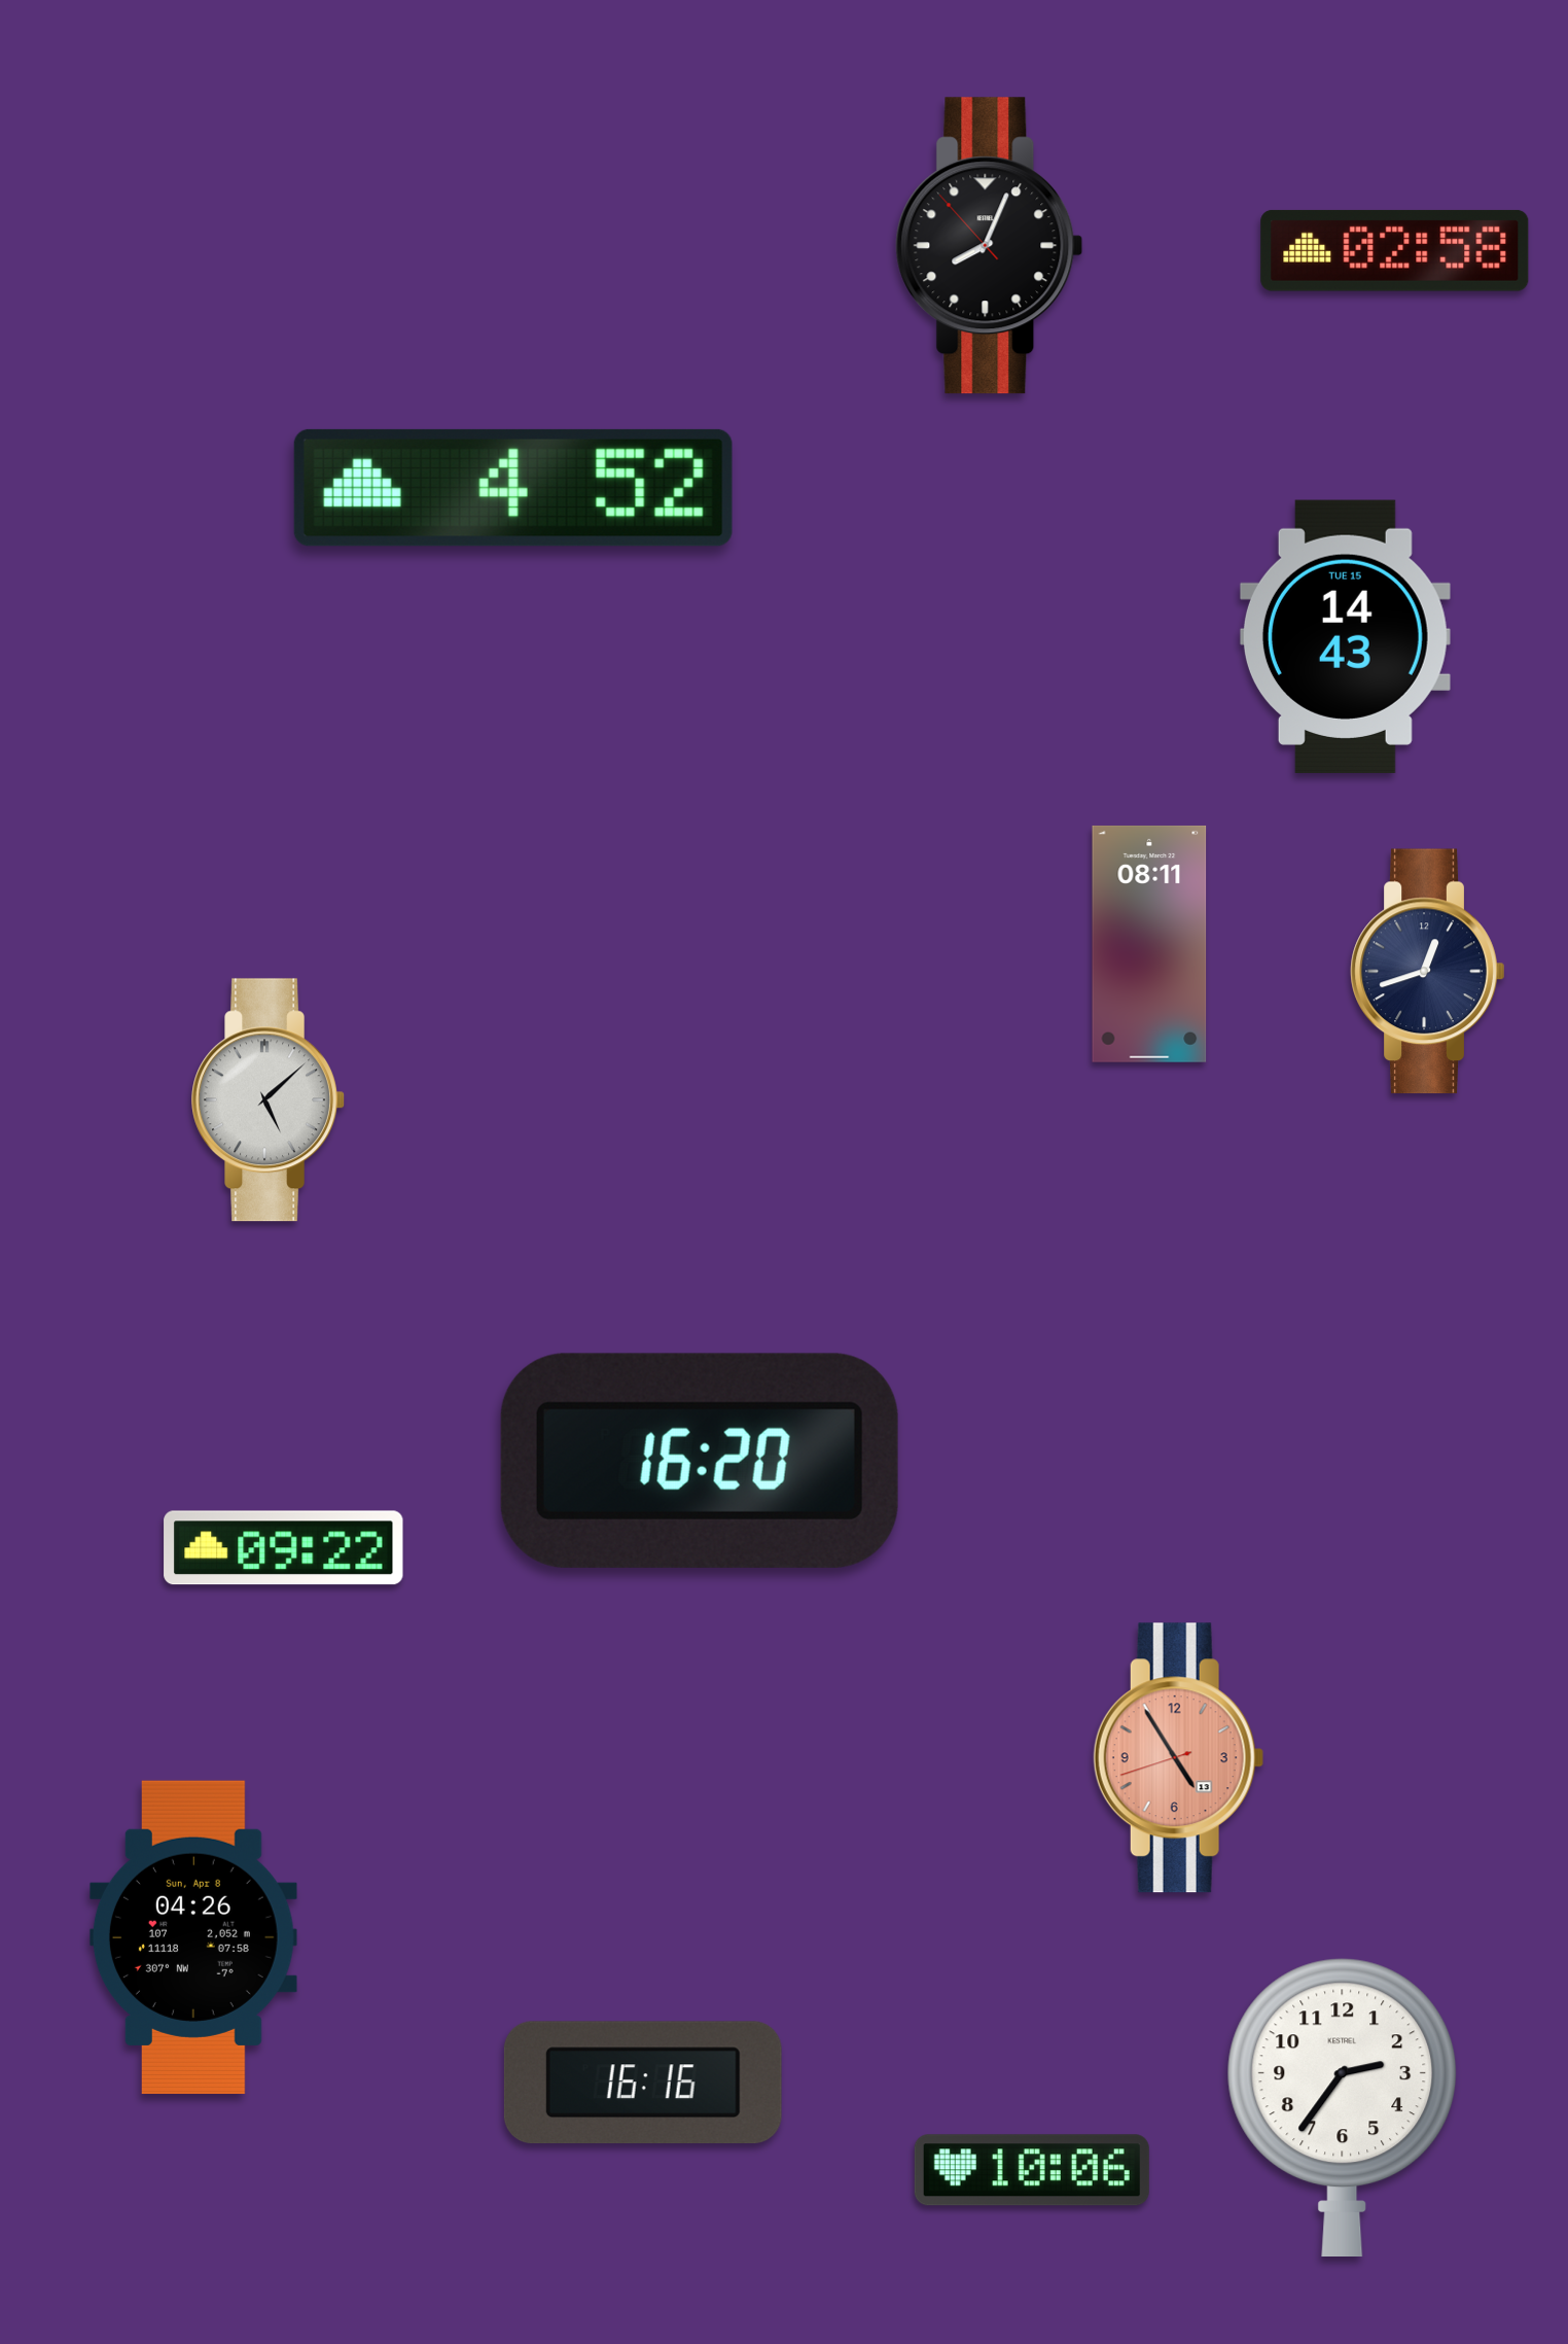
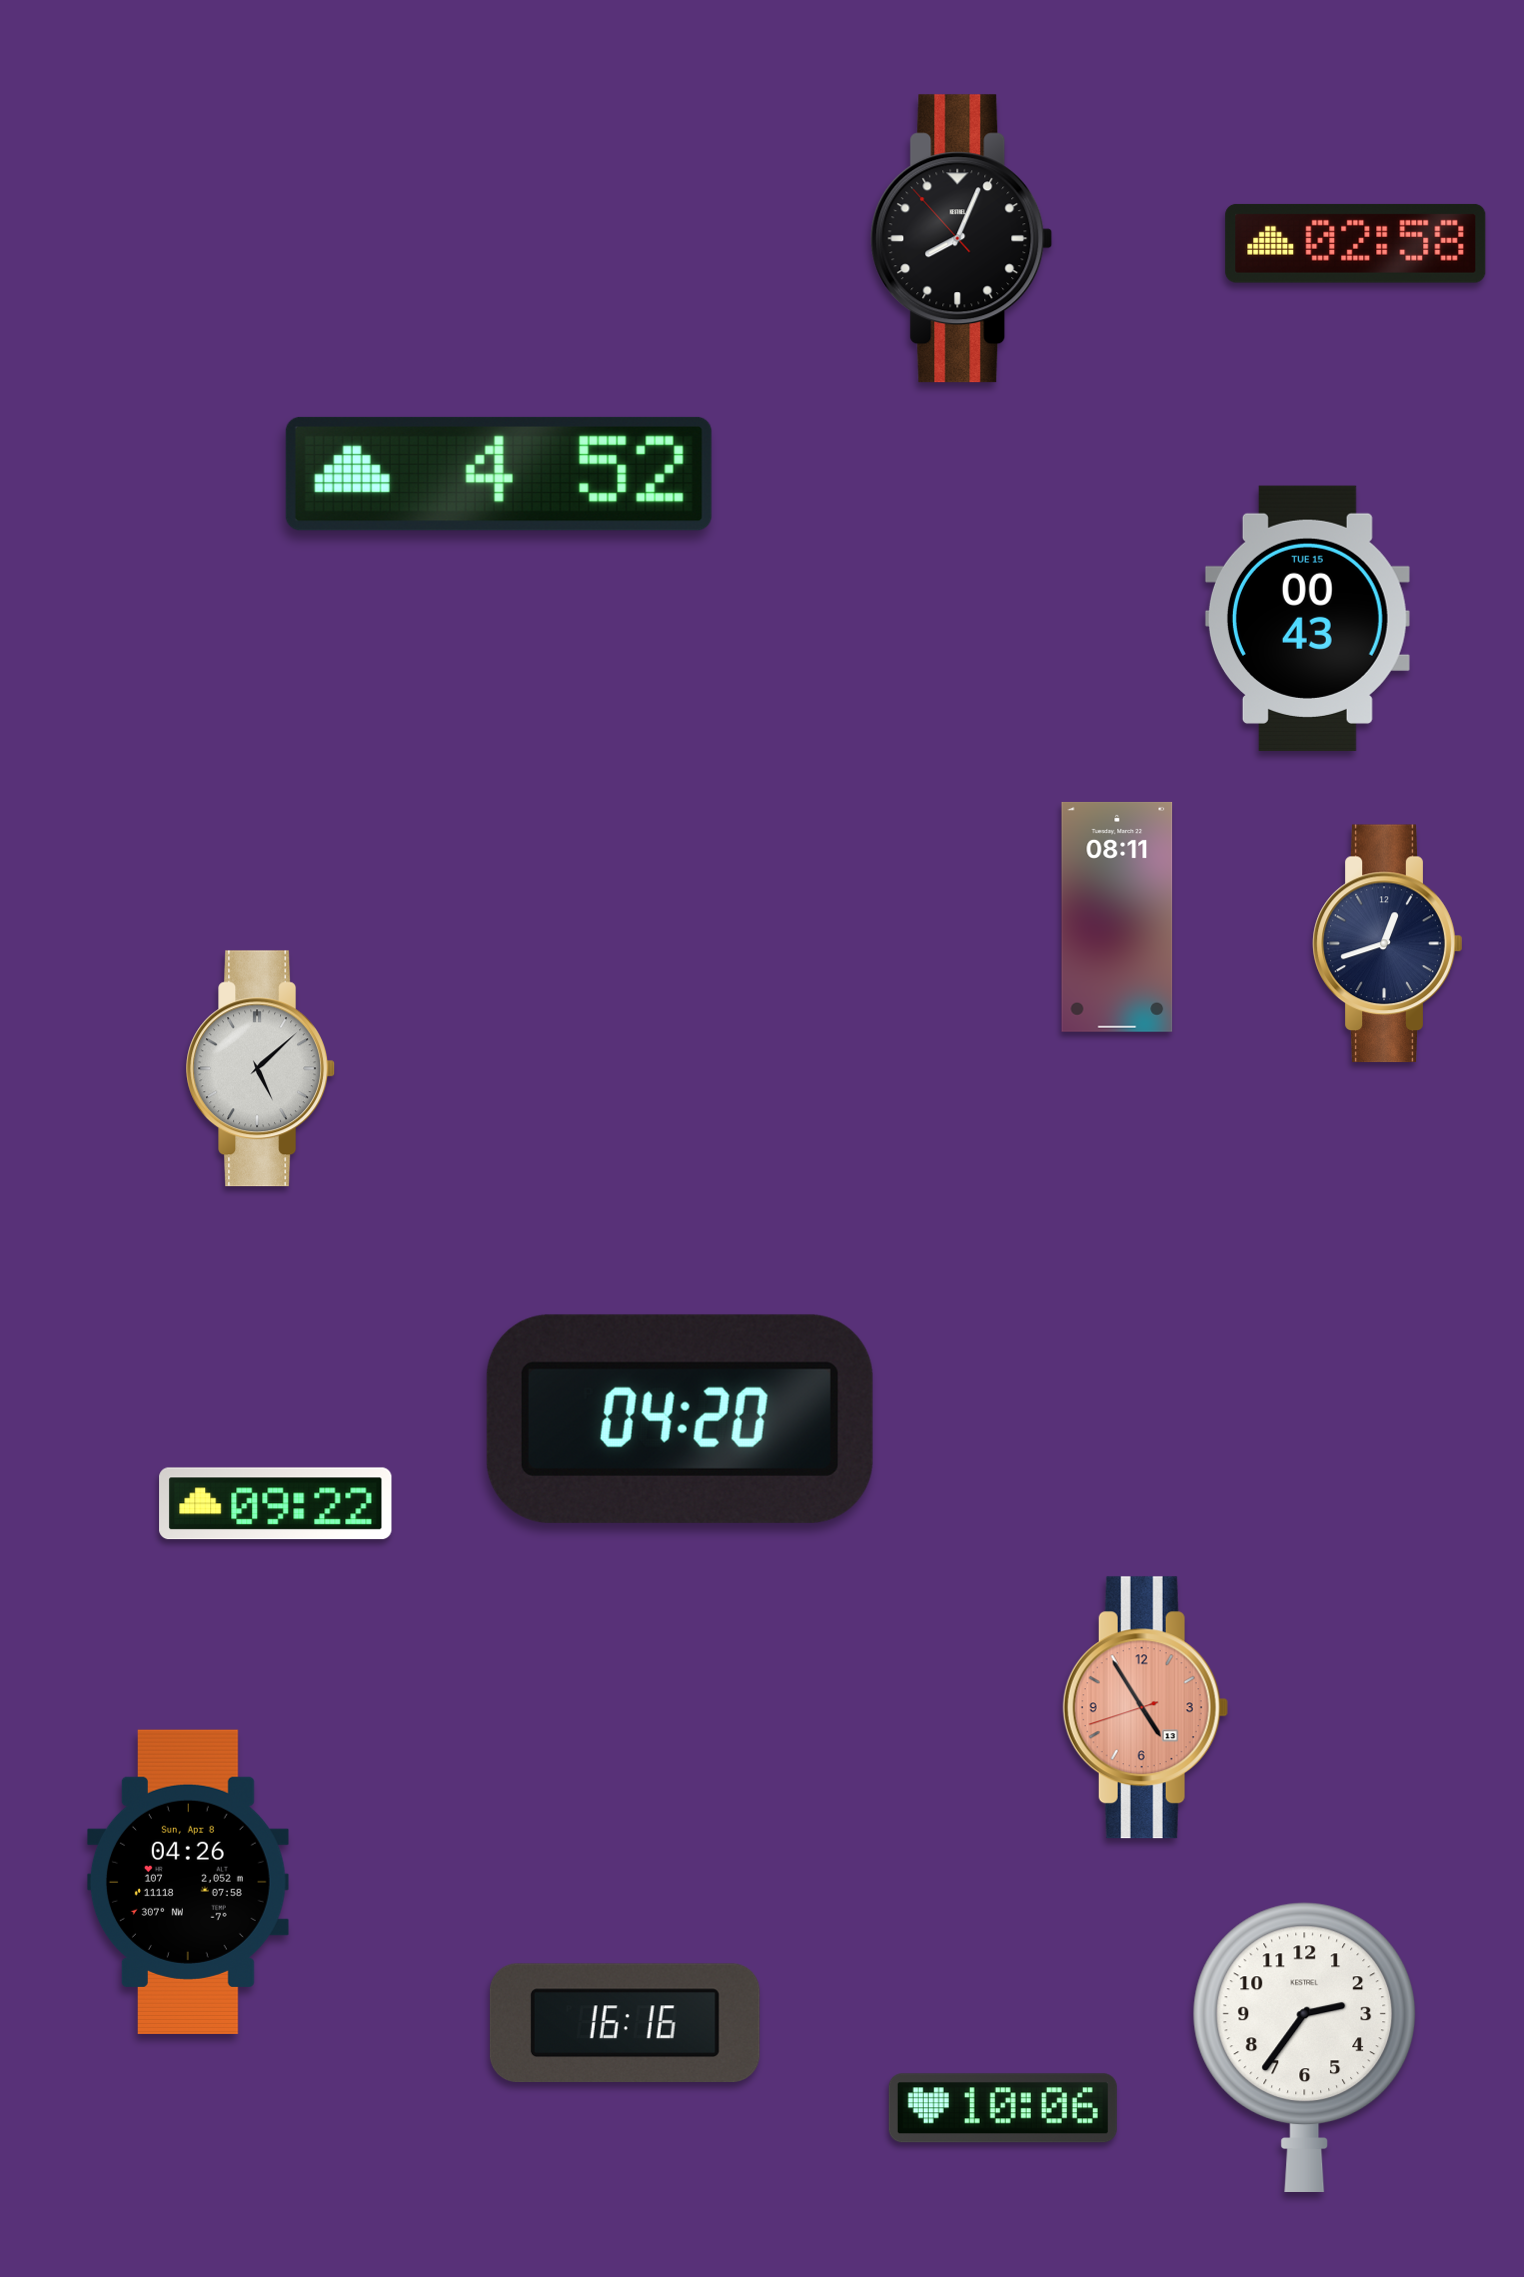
clock at (1345, 636): 14:43 -> 00:43
clock at (700, 1461): 16:20 -> 04:20
